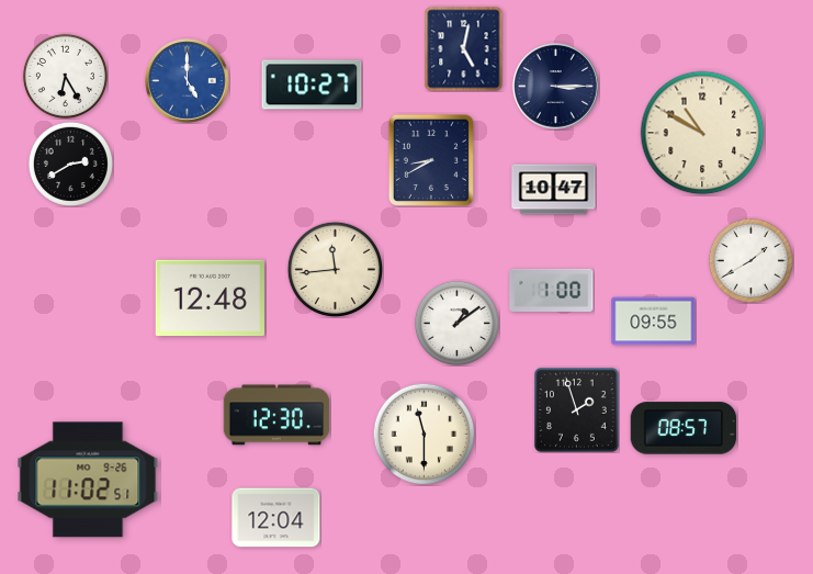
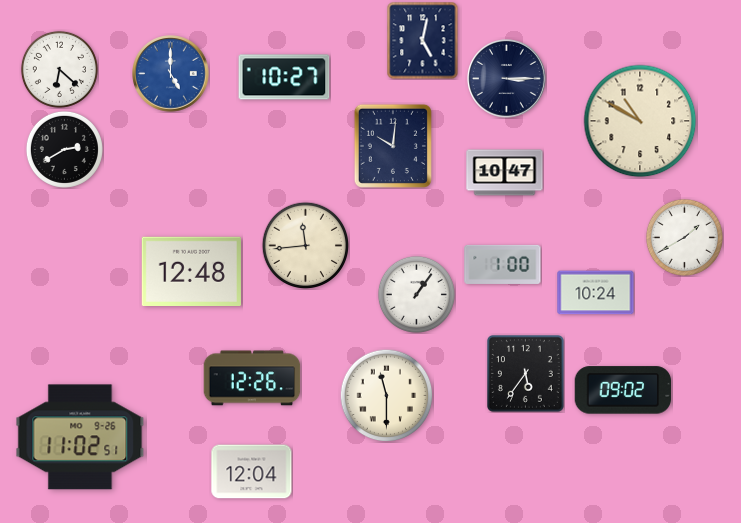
clock at (464, 48) position: (464, 48) -> (423, 40)
clock at (65, 76): 6:25 -> 6:22
clock at (431, 160): 8:40 -> 10:01
clock at (654, 322): 09:55 -> 10:24
clock at (456, 323): 1:09 -> 1:06
clock at (576, 409): 1:57 -> 5:36
clock at (276, 415): 12:30 -> 12:26
clock at (684, 428): 08:57 -> 09:02
